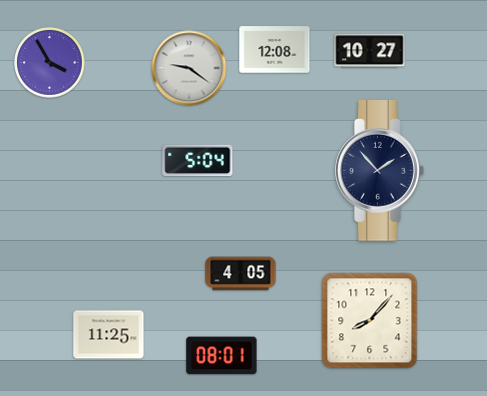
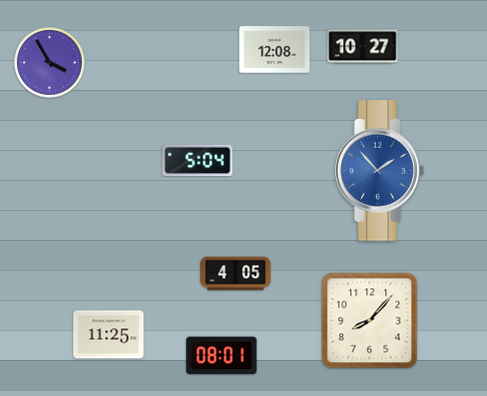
clock at (370, 51) position: (370, 51) -> (363, 47)
clock at (189, 68): 9:21 -> none
clock at (380, 171) dial: navy -> blue
clock at (241, 274) position: (241, 274) -> (236, 274)
